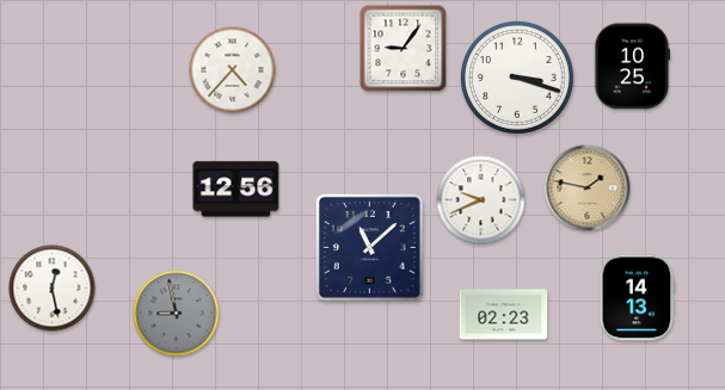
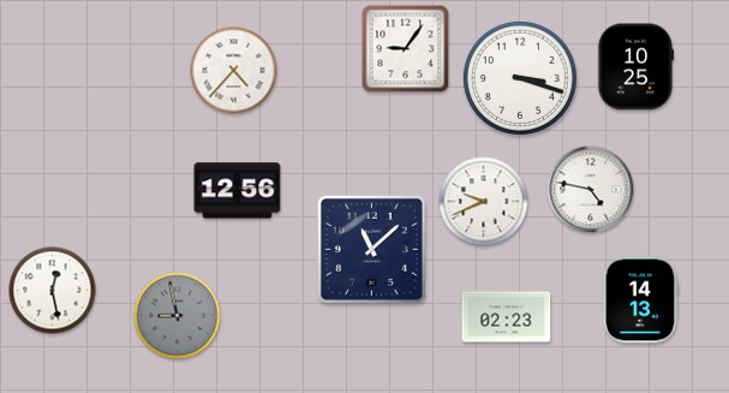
clock at (588, 188): 1:47 -> 4:47
clock at (588, 188) dial: champagne -> white
